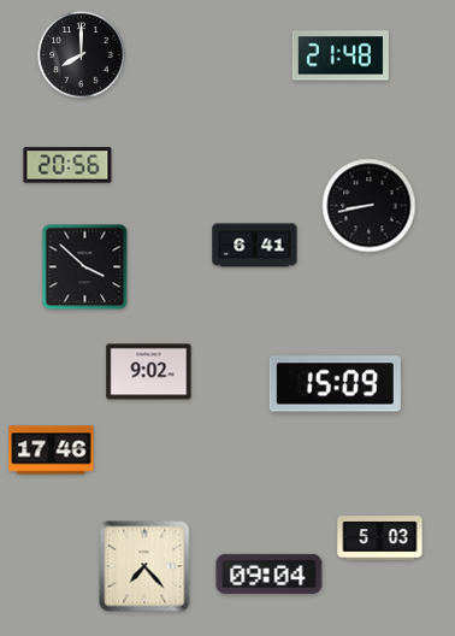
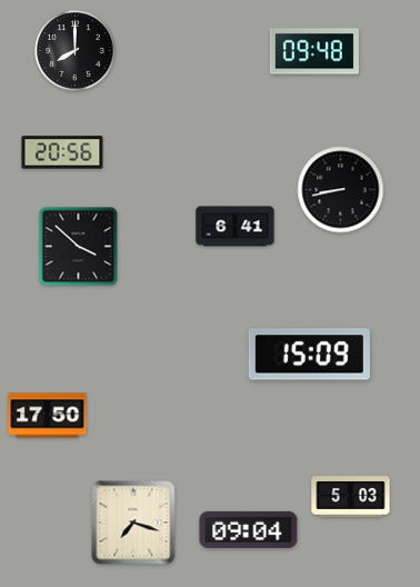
clock at (341, 55): 21:48 -> 09:48
clock at (149, 372): 9:02 -> none
clock at (52, 450): 17:46 -> 17:50
clock at (144, 566): 7:23 -> 7:18
